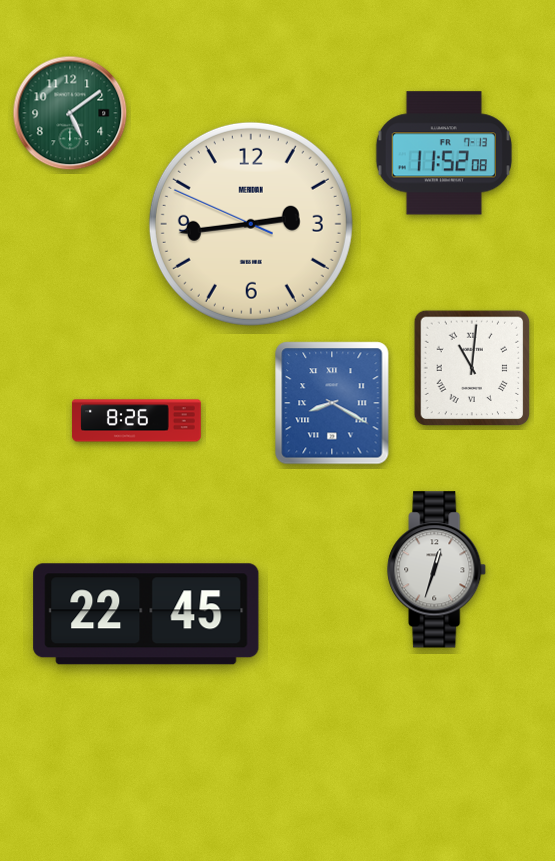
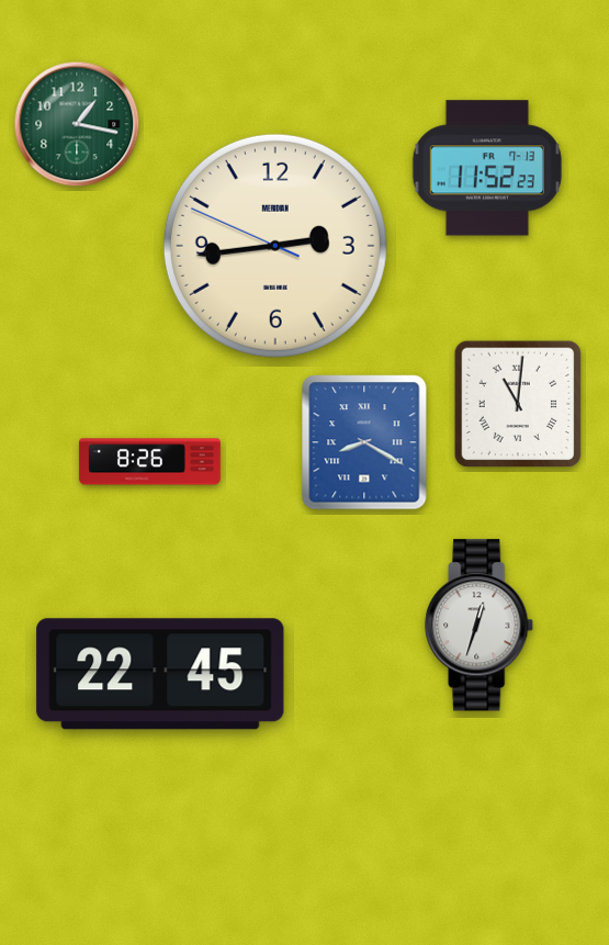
clock at (70, 113): 5:09 -> 1:17
clock at (444, 153): 11:52:08 -> 11:52:23
